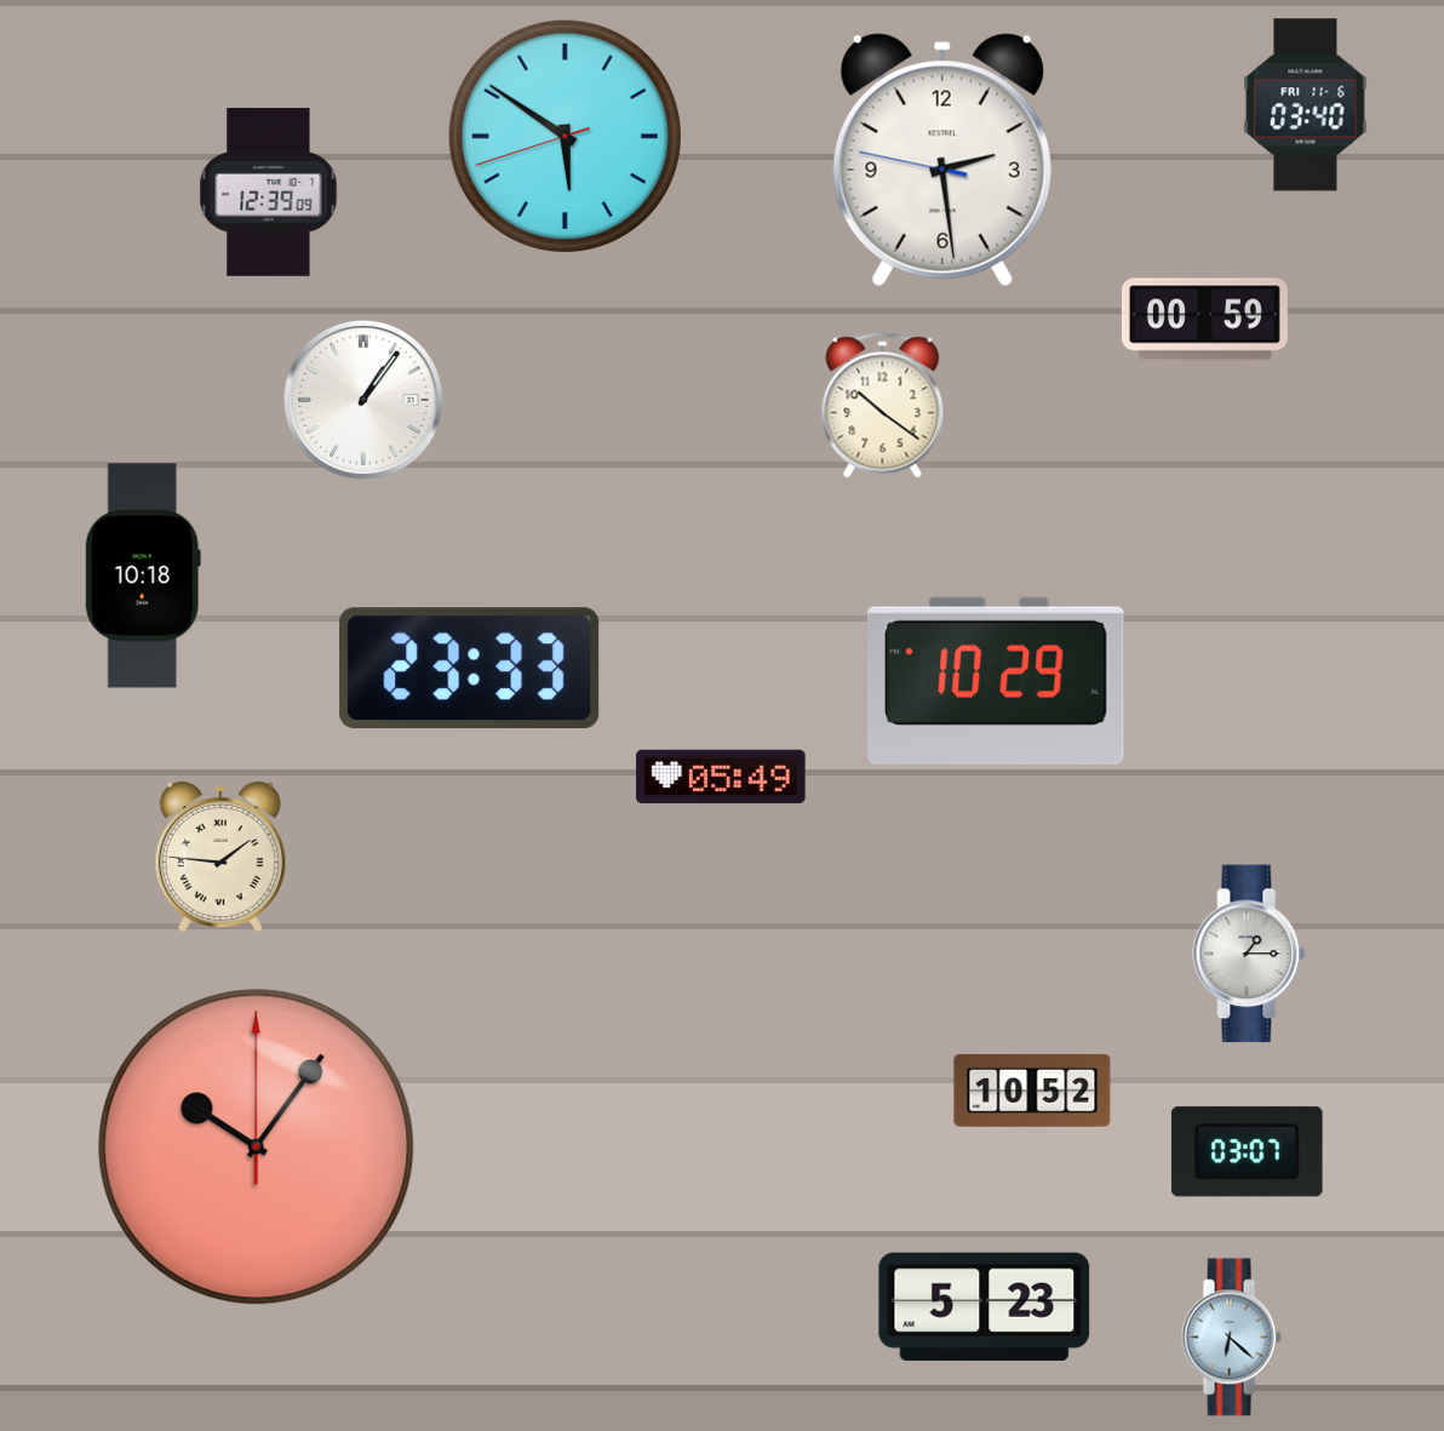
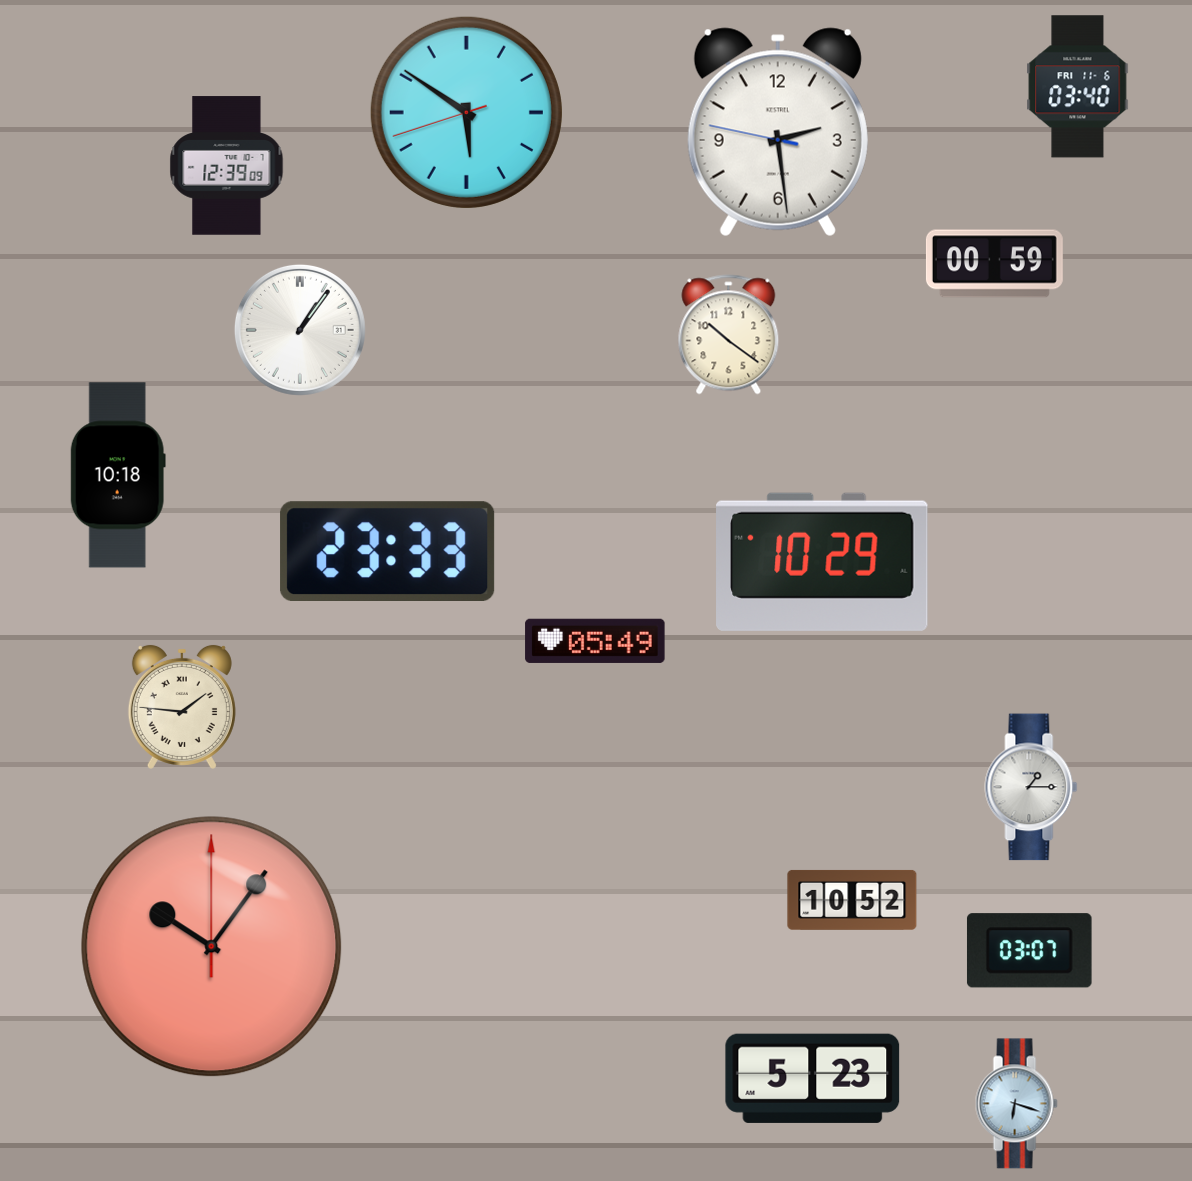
clock at (269, 193) position: (269, 193) -> (227, 166)
clock at (1231, 1338): 6:22 -> 6:18
